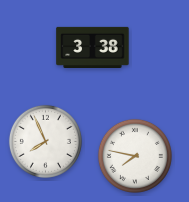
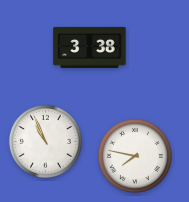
clock at (93, 47) position: (93, 47) -> (90, 47)
clock at (45, 141): 7:56 -> 10:56
